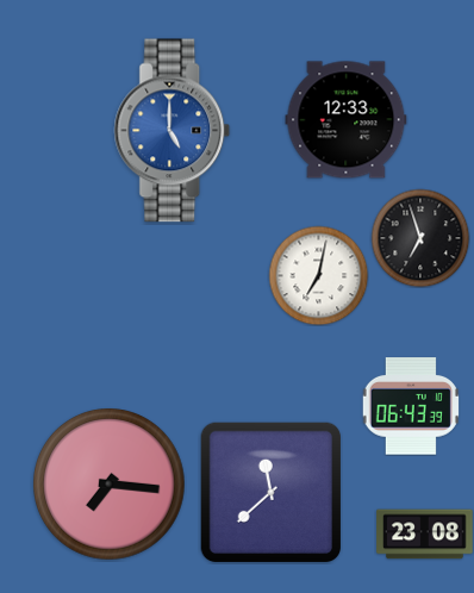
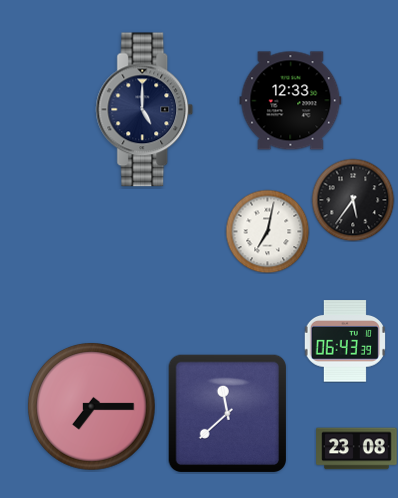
clock at (173, 131) dial: blue -> navy
clock at (420, 238): 6:57 -> 5:36
clock at (110, 485): 7:16 -> 7:15
